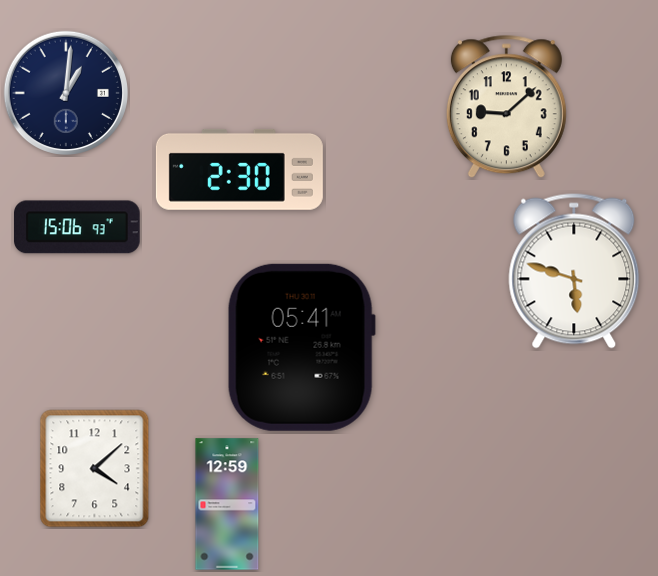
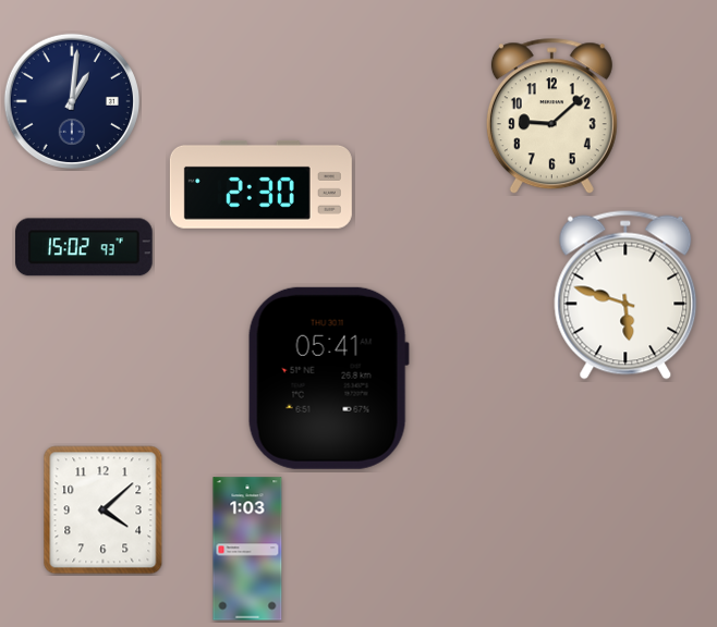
clock at (78, 227): 15:06 -> 15:02
clock at (227, 504): 12:59 -> 1:03
